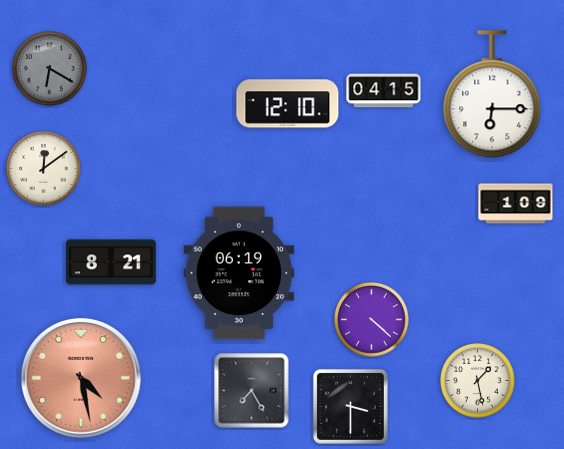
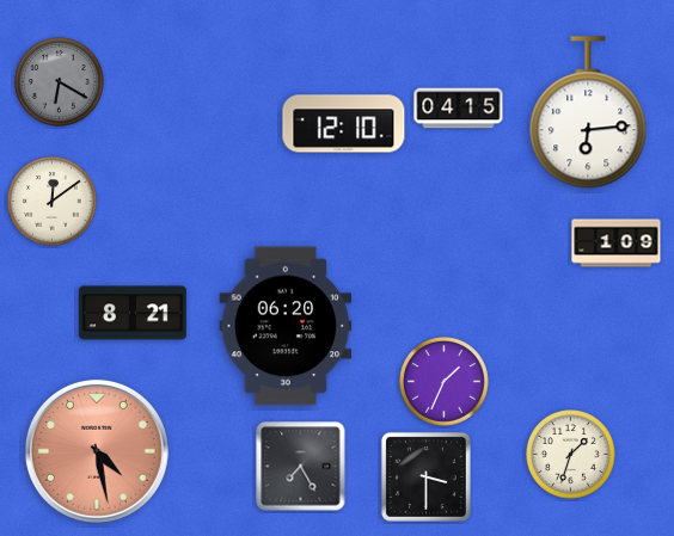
clock at (492, 95): 6:15 -> 6:14
clock at (239, 273): 06:19 -> 06:20
clock at (372, 320): 4:22 -> 1:34
clock at (478, 381): 1:28 -> 1:33
clock at (350, 406) position: (350, 406) -> (425, 476)
